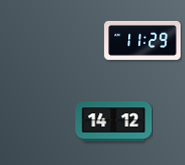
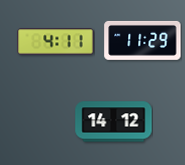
clock at (56, 42): none -> 4:11
